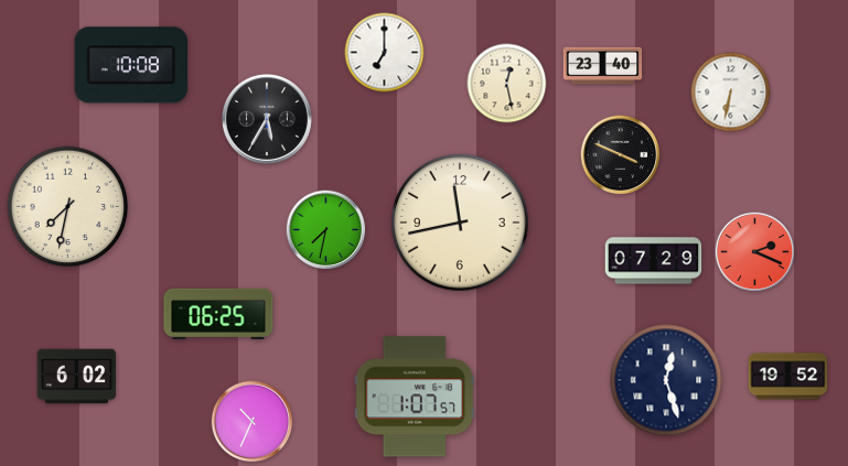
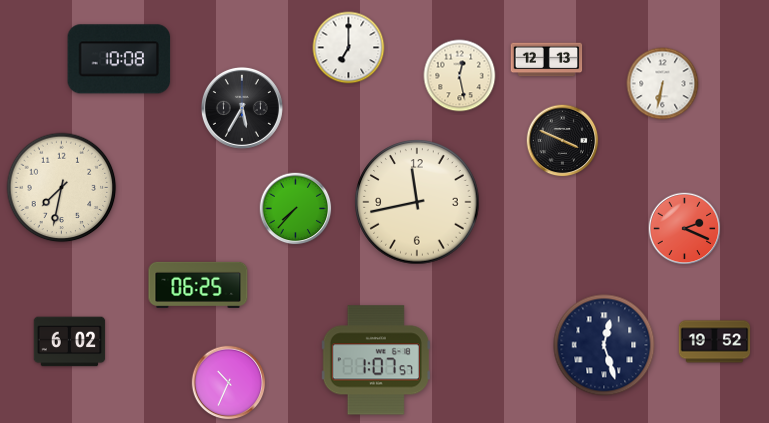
clock at (603, 66): 23:40 -> 12:13
clock at (326, 230): 7:32 -> 7:37
clock at (654, 261): 07:29 -> none
